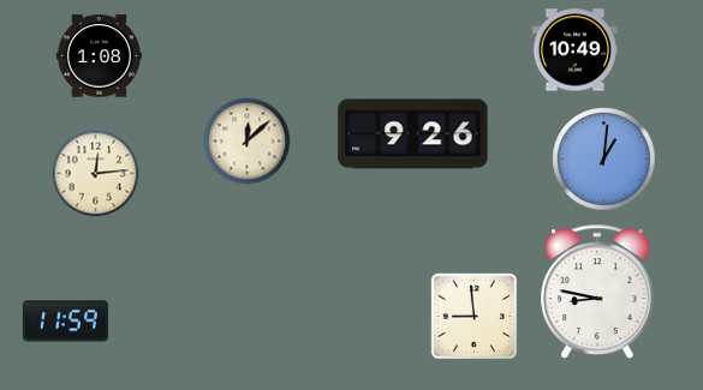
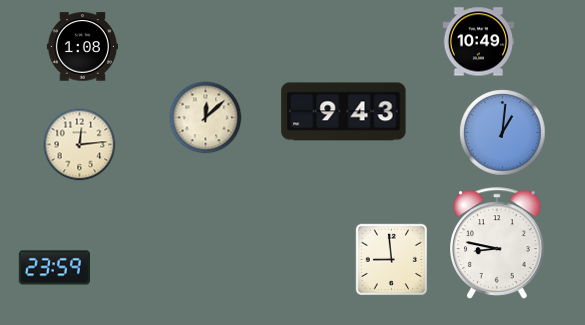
clock at (413, 134): 9:26 -> 9:43
clock at (475, 317) position: (475, 317) -> (392, 260)
clock at (65, 322): 11:59 -> 23:59
